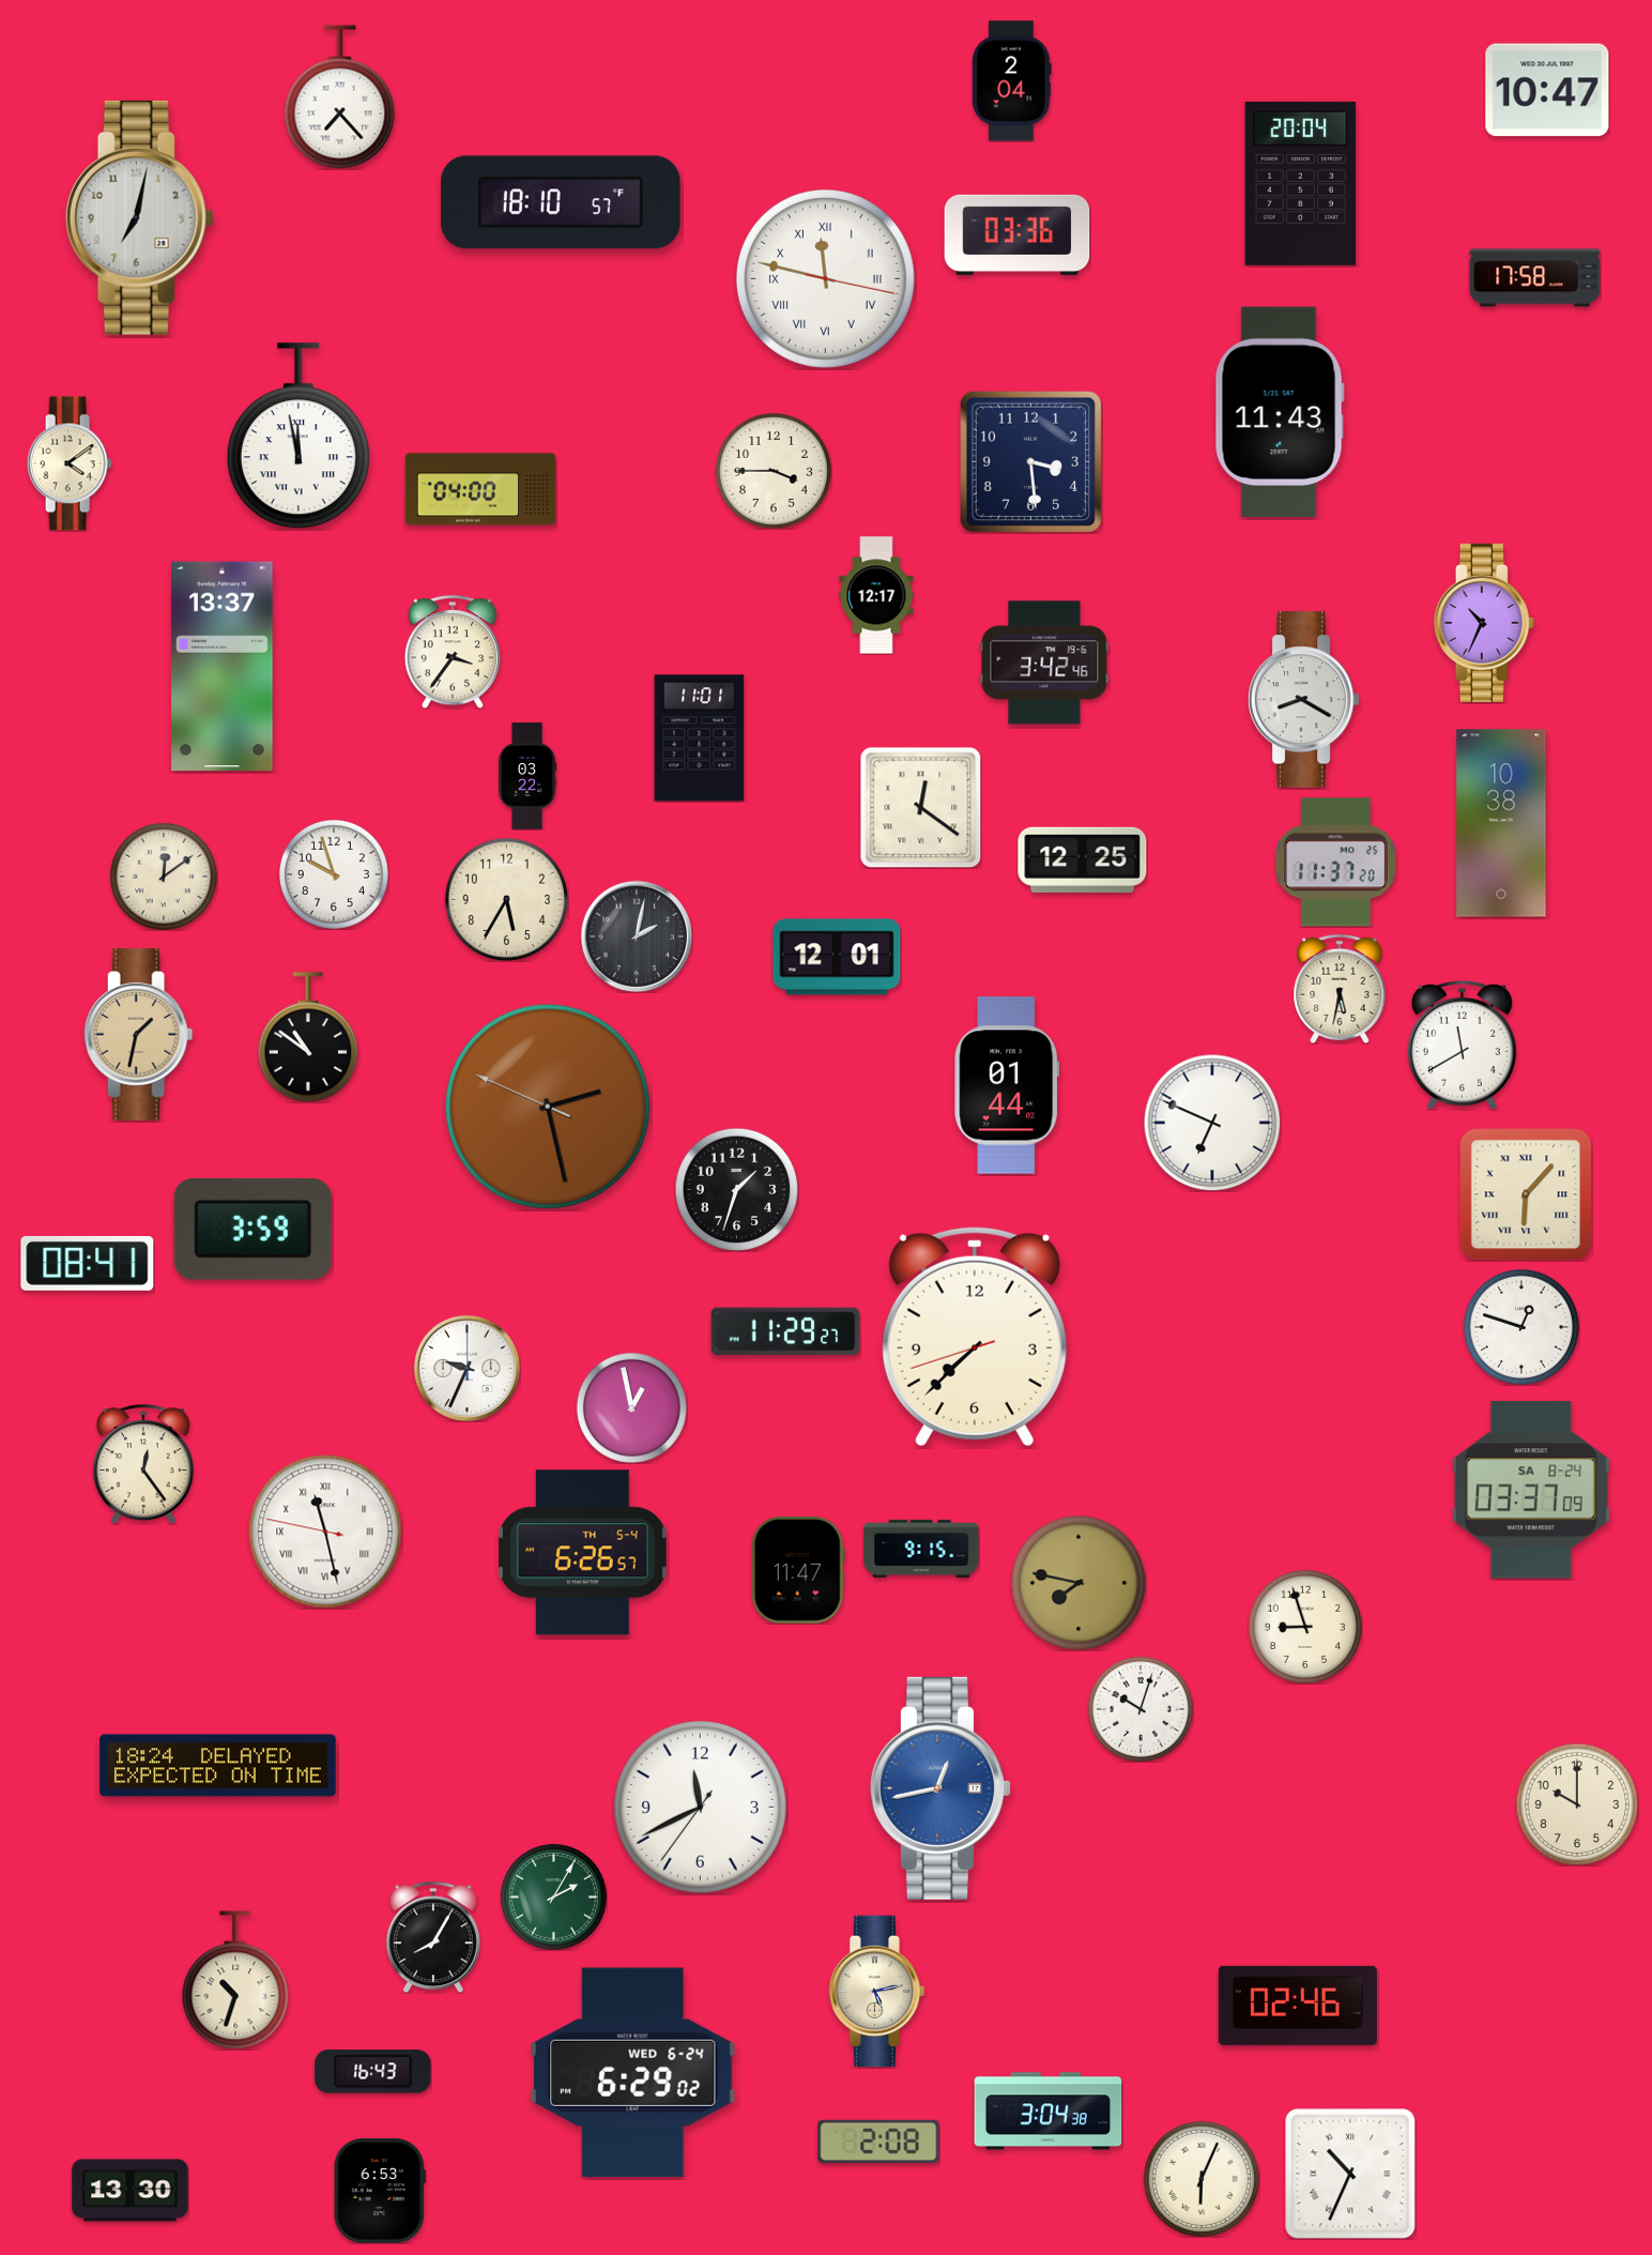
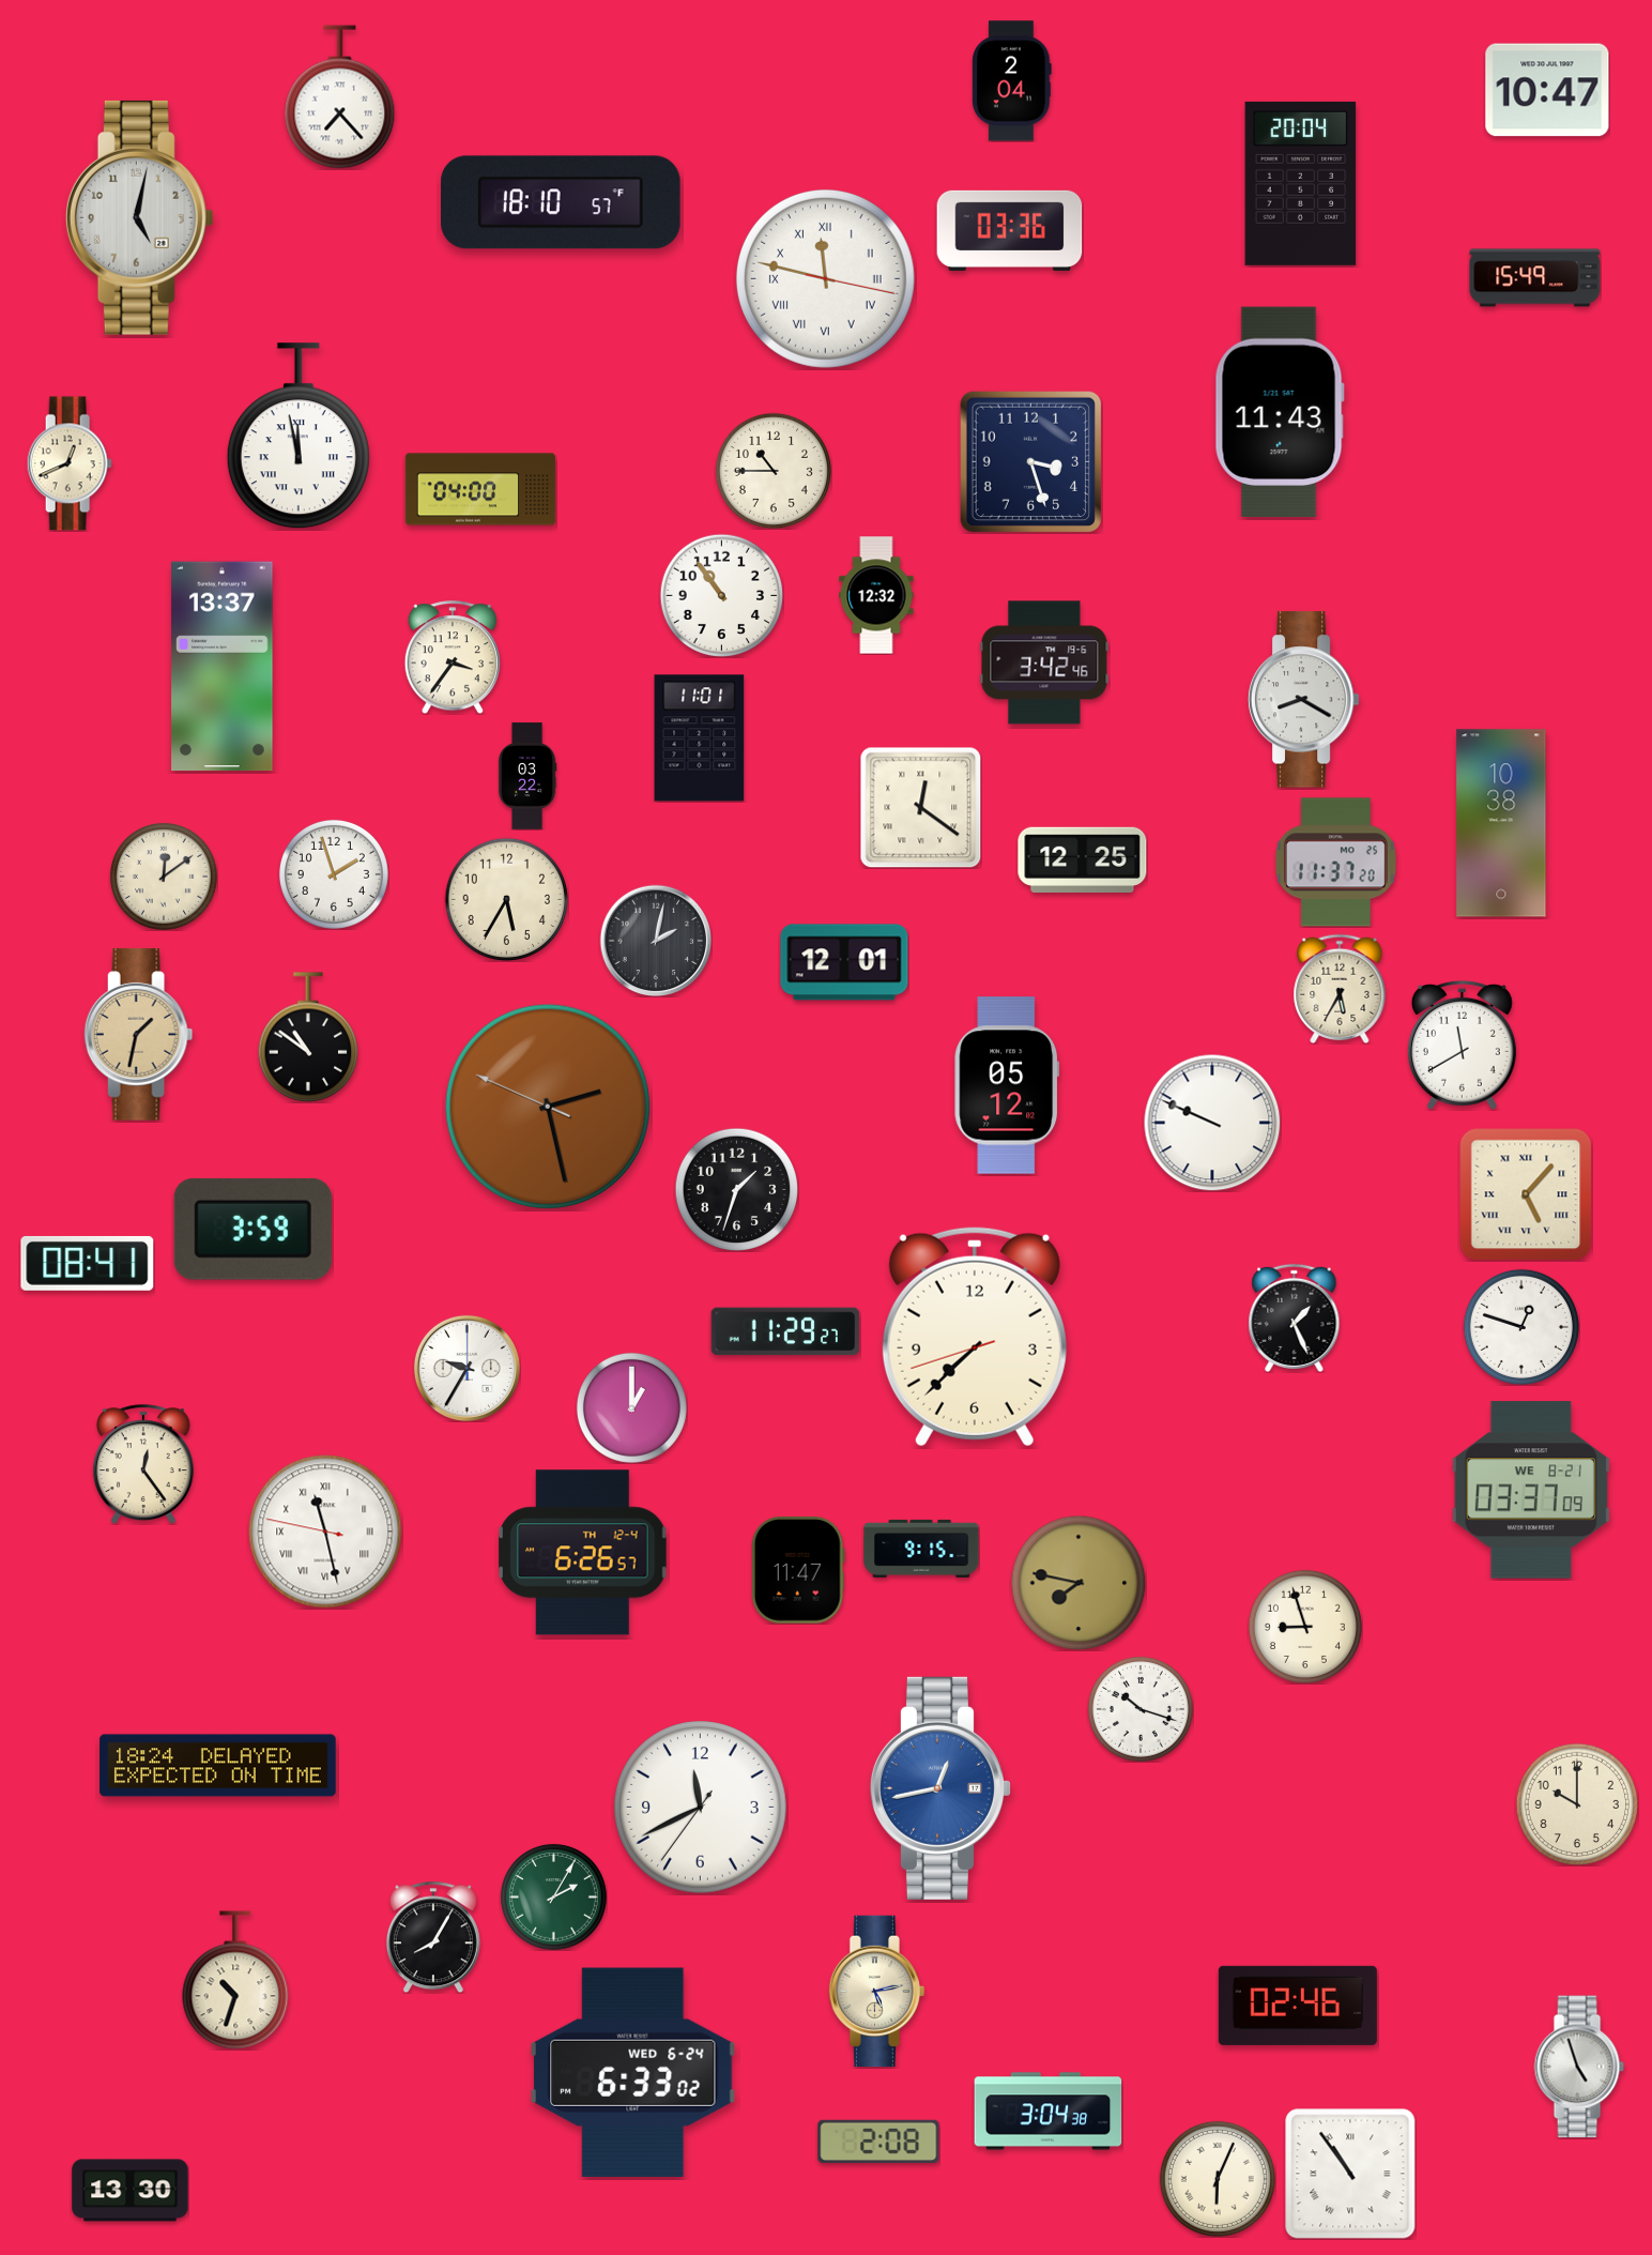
clock at (139, 217): 7:02 -> 5:02
clock at (1018, 234) position: (1018, 234) -> (1010, 230)
clock at (1535, 278): 17:58 -> 15:49
clock at (1030, 461): 3:29 -> 3:27
clock at (70, 463): 4:09 -> 12:41
clock at (774, 471): 3:45 -> 10:45
clock at (721, 595): none -> 10:54
clock at (876, 595): 12:17 -> 12:32
clock at (1484, 623): 10:34 -> none
clock at (453, 652) position: (453, 652) -> (453, 657)
clock at (334, 874): 9:57 -> 1:57
clock at (637, 936) position: (637, 936) -> (656, 941)
clock at (837, 957) position: (837, 957) -> (844, 962)
clock at (1340, 988): 5:32 -> 5:35
clock at (1007, 1085): 01:44 -> 05:12
clock at (1212, 1123): 6:49 -> 9:49
clock at (1526, 1194): 6:07 -> 5:07
clock at (1295, 1317): none -> 1:26
clock at (466, 1368): 9:34 -> 9:35
clock at (631, 1407): 12:58 -> 1:00
clock at (1531, 1490) date: SA 8-24 -> WE 8-21
clock at (583, 1553) date: TH 5-4 -> TH 12-4
clock at (1142, 1710): 10:03 -> 10:18
clock at (1579, 2067): none -> 4:57
clock at (373, 2072): 16:43 -> none
clock at (633, 2072): 6:29 -> 6:33
clock at (1350, 2174): 10:34 -> 10:54
clock at (1202, 2179) position: (1202, 2179) -> (1218, 2179)
clock at (380, 2192): 6:53 -> none
